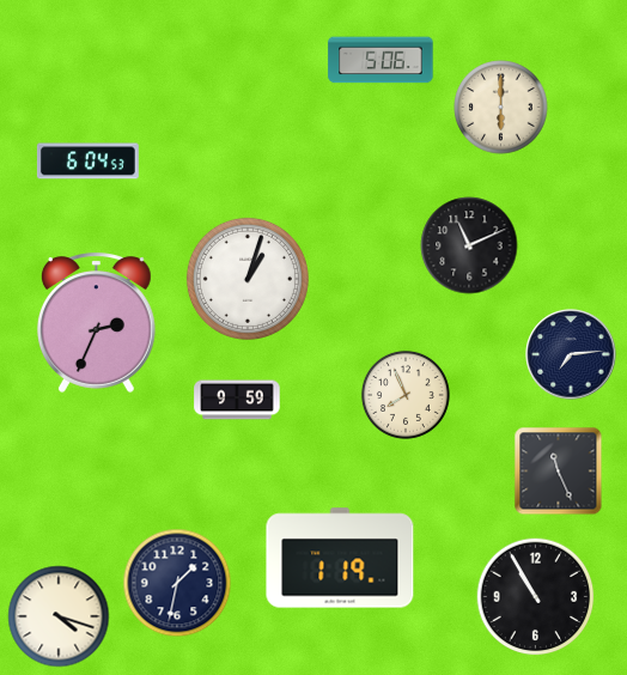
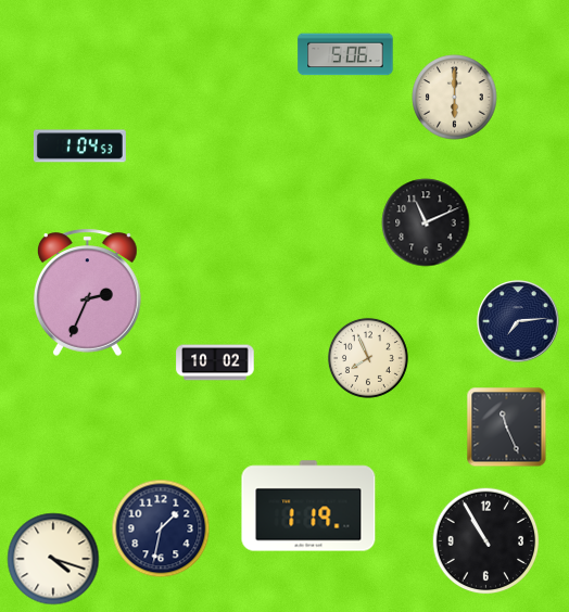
clock at (87, 162): 6:04 -> 1:04
clock at (248, 279): 1:03 -> none
clock at (237, 400): 9:59 -> 10:02
